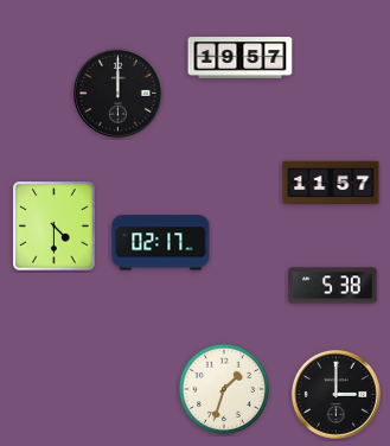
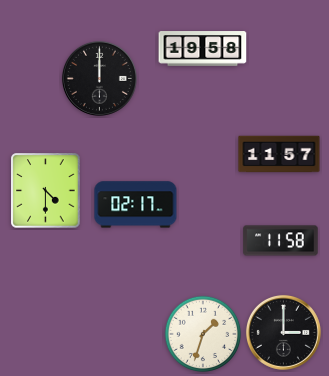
clock at (241, 58): 19:57 -> 19:58
clock at (333, 286): 5:38 -> 11:58
clock at (224, 389) position: (224, 389) -> (203, 334)
